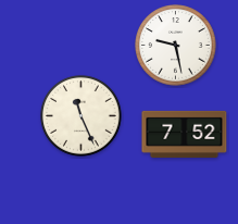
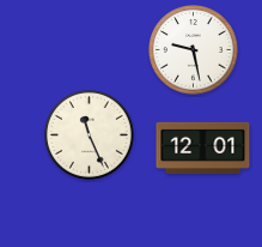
clock at (82, 116) position: (82, 116) -> (90, 135)
clock at (185, 134): 7:52 -> 12:01
